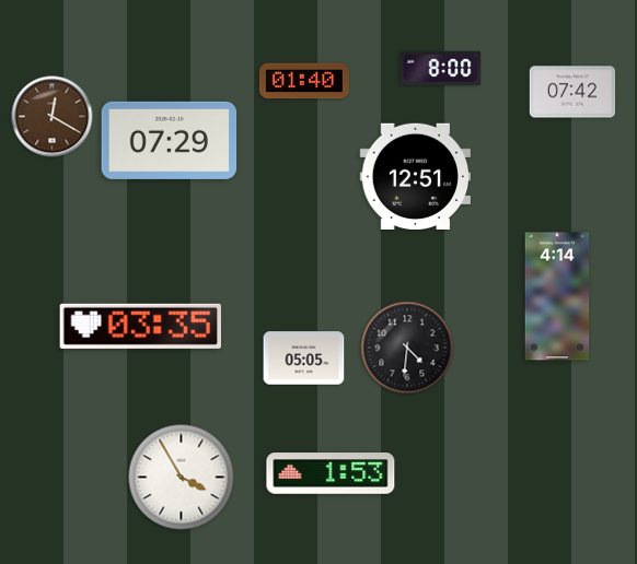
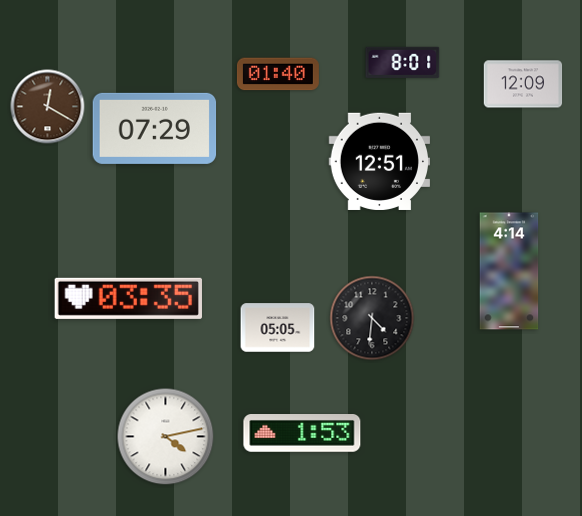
clock at (441, 68): 8:00 -> 8:01
clock at (572, 92): 07:42 -> 12:09
clock at (182, 478): 3:55 -> 4:13
